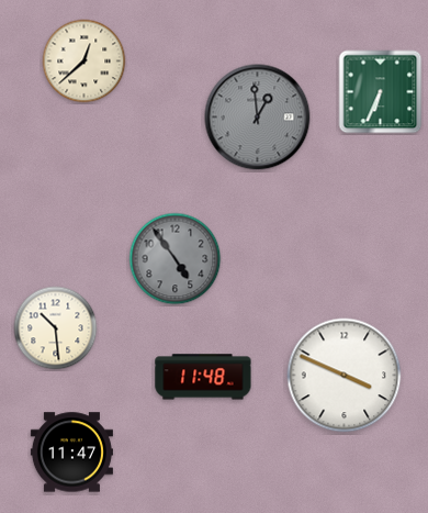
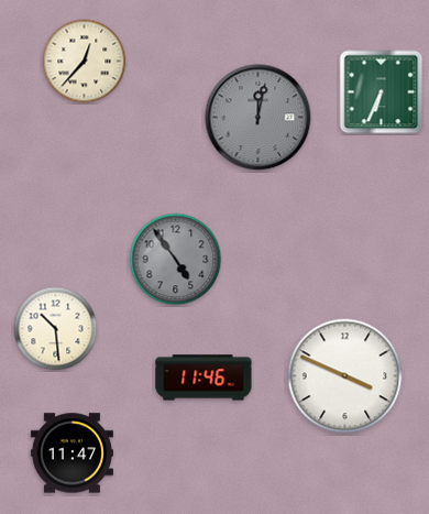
clock at (85, 62): 12:38 -> 12:37
clock at (258, 118): 12:59 -> 12:02
clock at (203, 377): 11:48 -> 11:46
